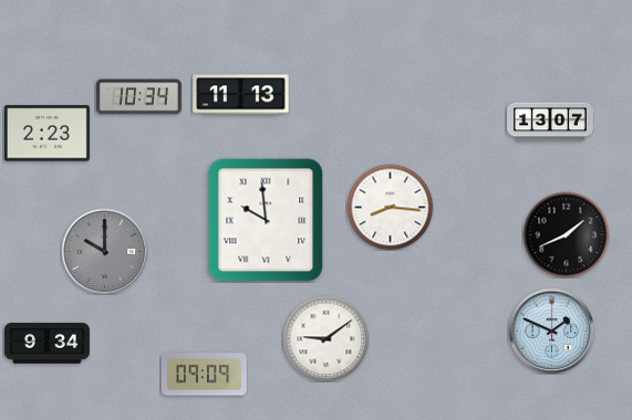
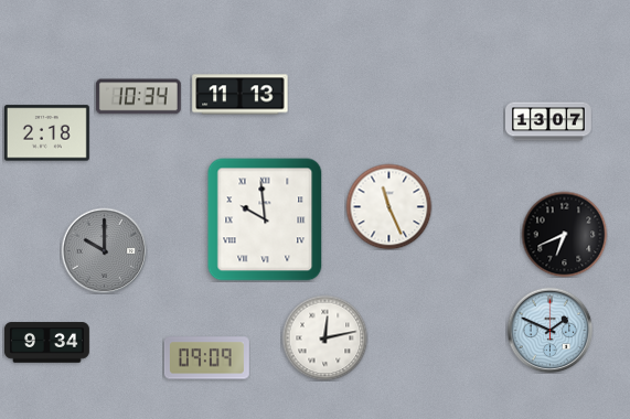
clock at (46, 134): 2:23 -> 2:18
clock at (390, 207): 8:16 -> 11:26
clock at (566, 234): 1:41 -> 6:41
clock at (325, 338): 9:09 -> 12:13
clock at (204, 375) position: (204, 375) -> (206, 358)
